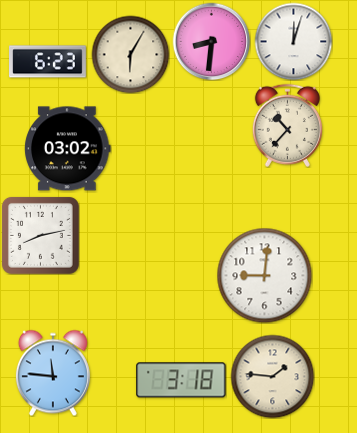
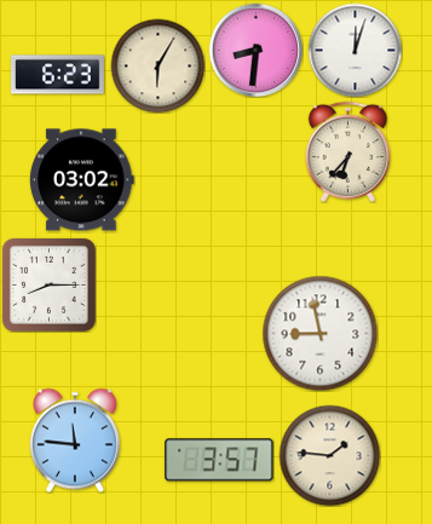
clock at (287, 125): 10:37 -> 6:37
clock at (40, 235): 8:13 -> 8:15
clock at (264, 275): 9:01 -> 8:58
clock at (53, 373) position: (53, 373) -> (75, 440)
clock at (181, 380): 3:18 -> 3:57
